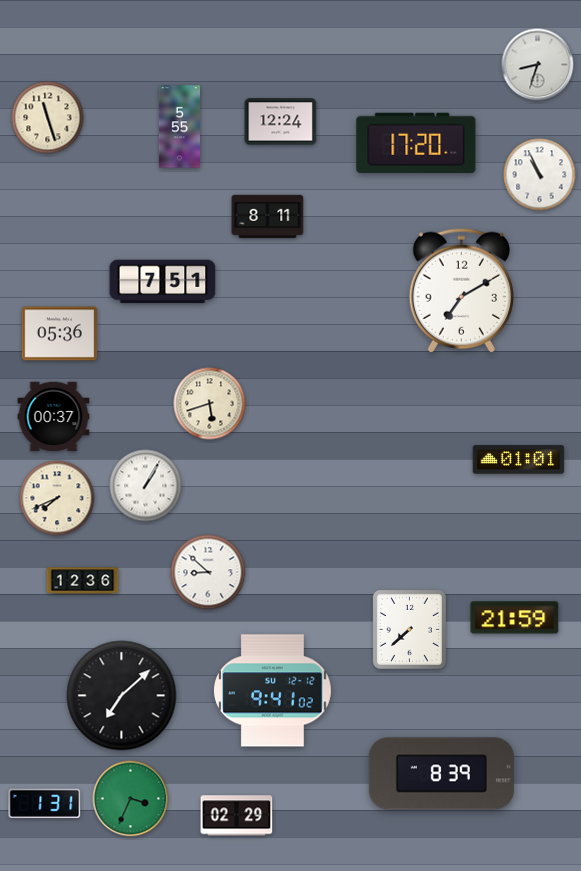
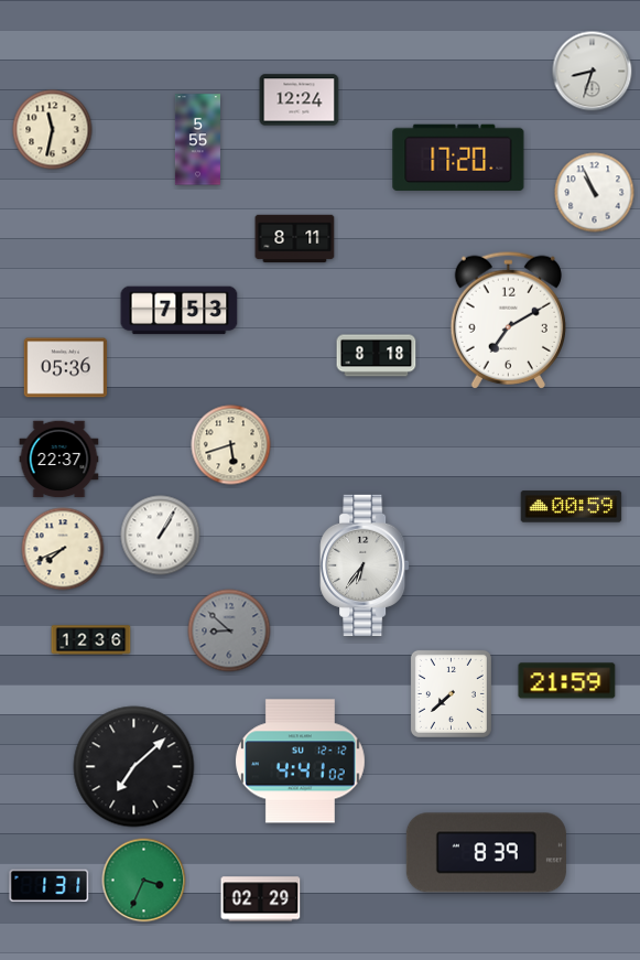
clock at (48, 118): 11:27 -> 11:32
clock at (281, 122) position: (281, 122) -> (300, 100)
clock at (163, 282): 7:51 -> 7:53
clock at (377, 356): none -> 8:18
clock at (54, 417): 00:37 -> 22:37
clock at (519, 460): 01:01 -> 00:59
clock at (365, 565): none -> 6:36
clock at (208, 572) dial: white -> grey
clock at (272, 691): 9:41 -> 4:41
